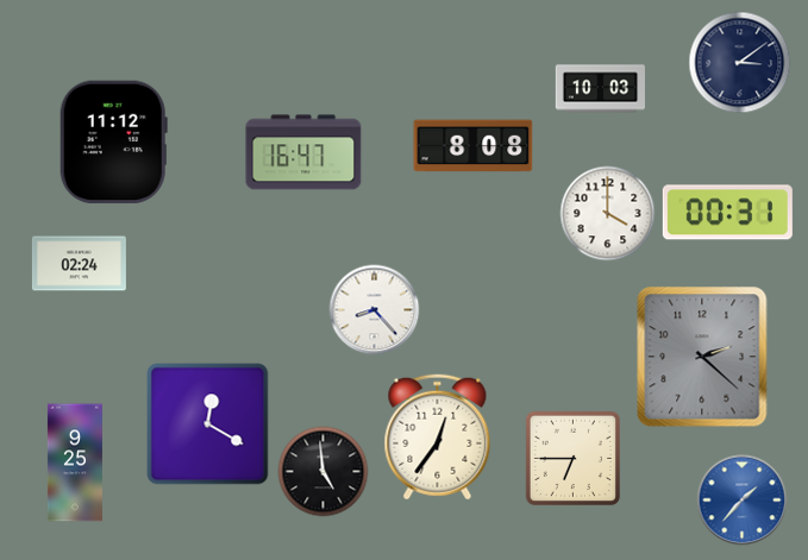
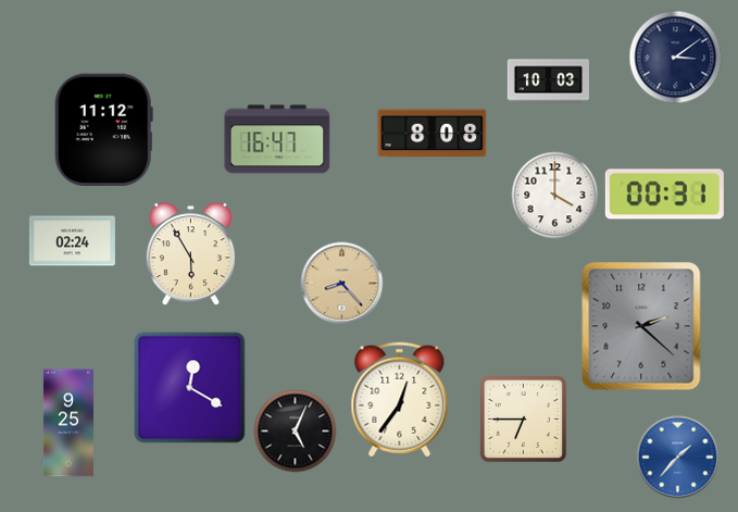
clock at (190, 254): none -> 5:55
clock at (375, 310) dial: white -> champagne
clock at (324, 472): 4:59 -> 5:04
